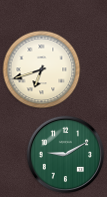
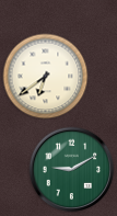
clock at (41, 69): 6:42 -> 6:39
